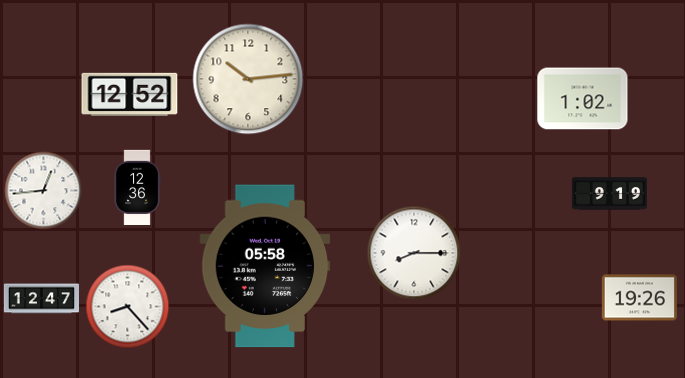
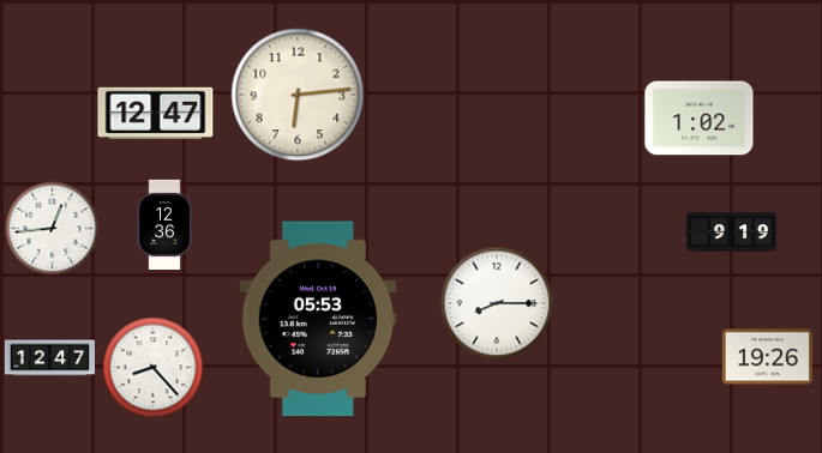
clock at (248, 79): 10:14 -> 6:14
clock at (130, 94): 12:52 -> 12:47
clock at (265, 266): 05:58 -> 05:53
